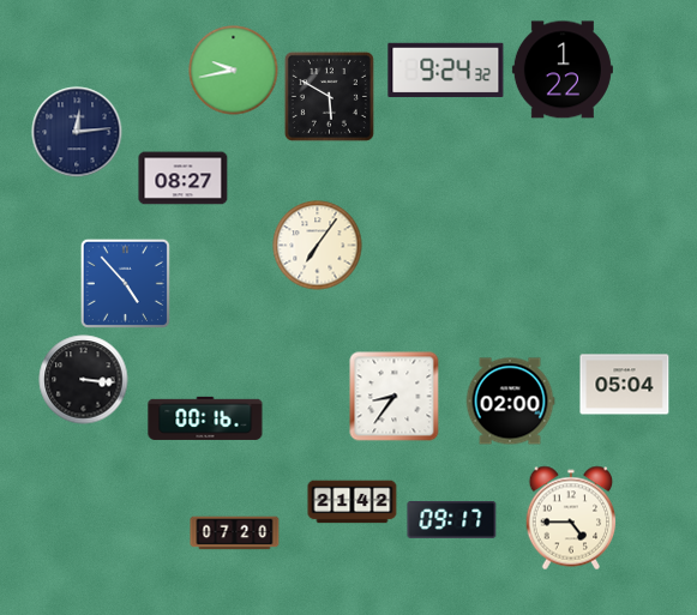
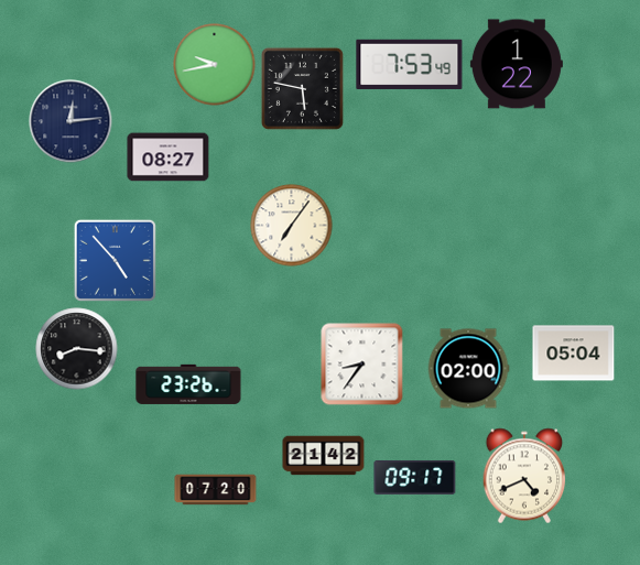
clock at (446, 70): 9:24 -> 7:53
clock at (329, 96): 5:50 -> 5:47
clock at (184, 179) position: (184, 179) -> (169, 157)
clock at (84, 380): 3:16 -> 8:16
clock at (205, 418): 00:16 -> 23:26
clock at (353, 502) position: (353, 502) -> (324, 456)
clock at (571, 518): 4:45 -> 4:41
